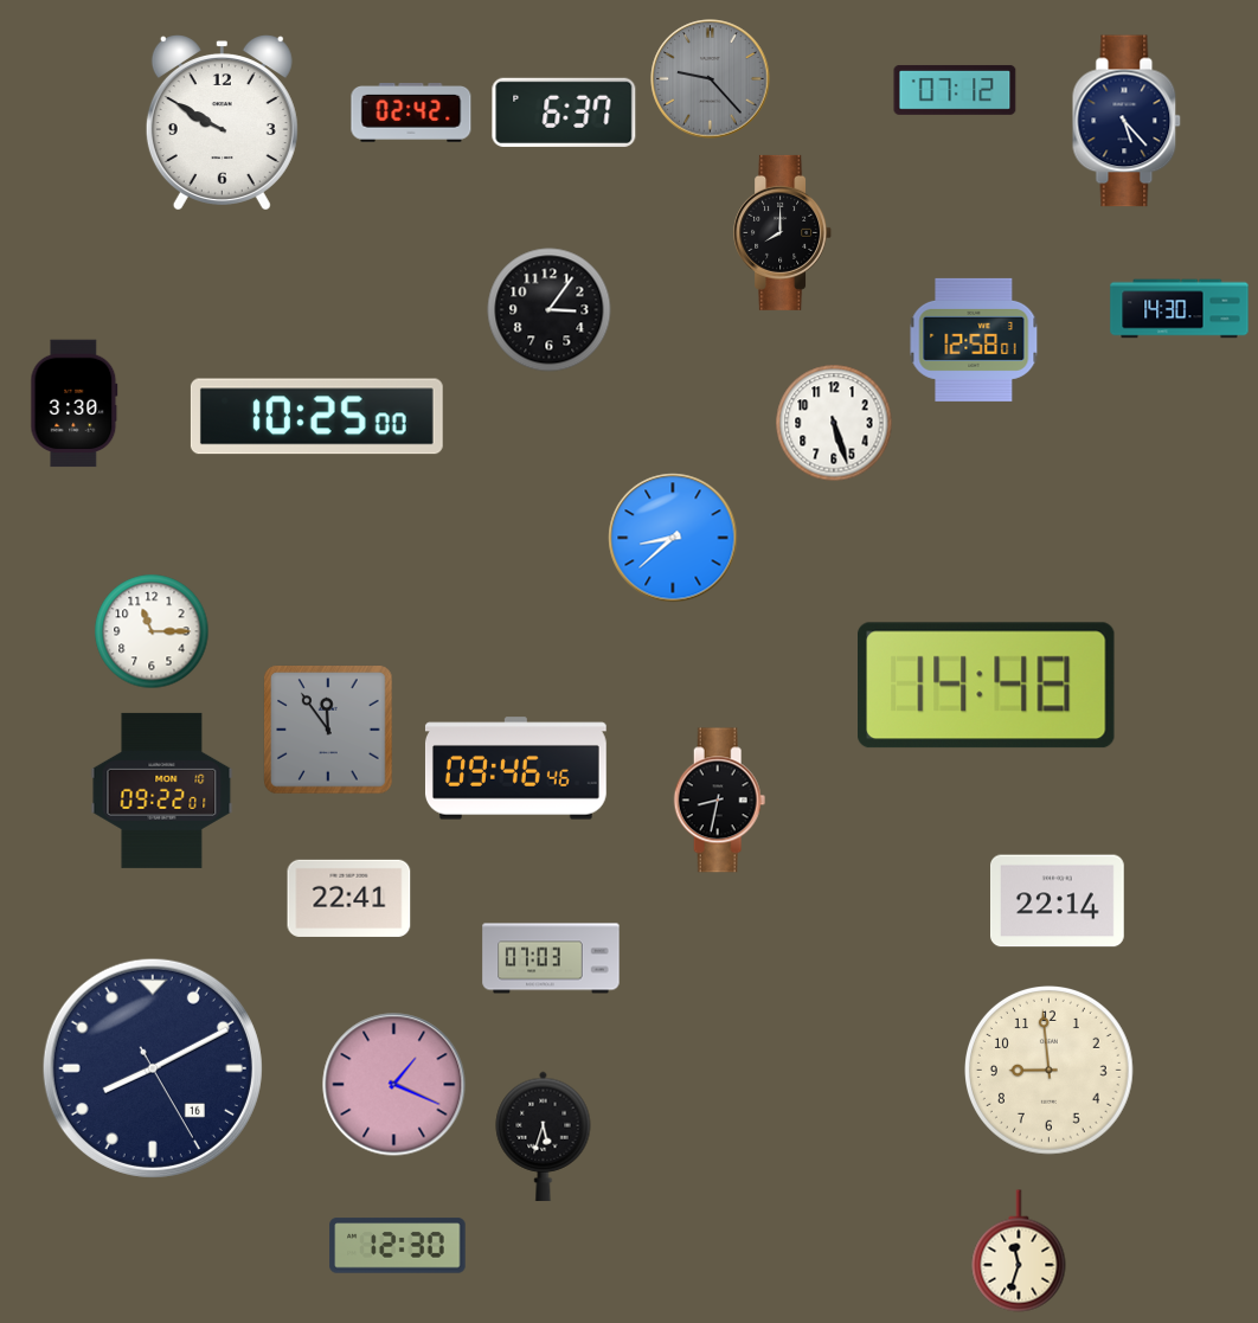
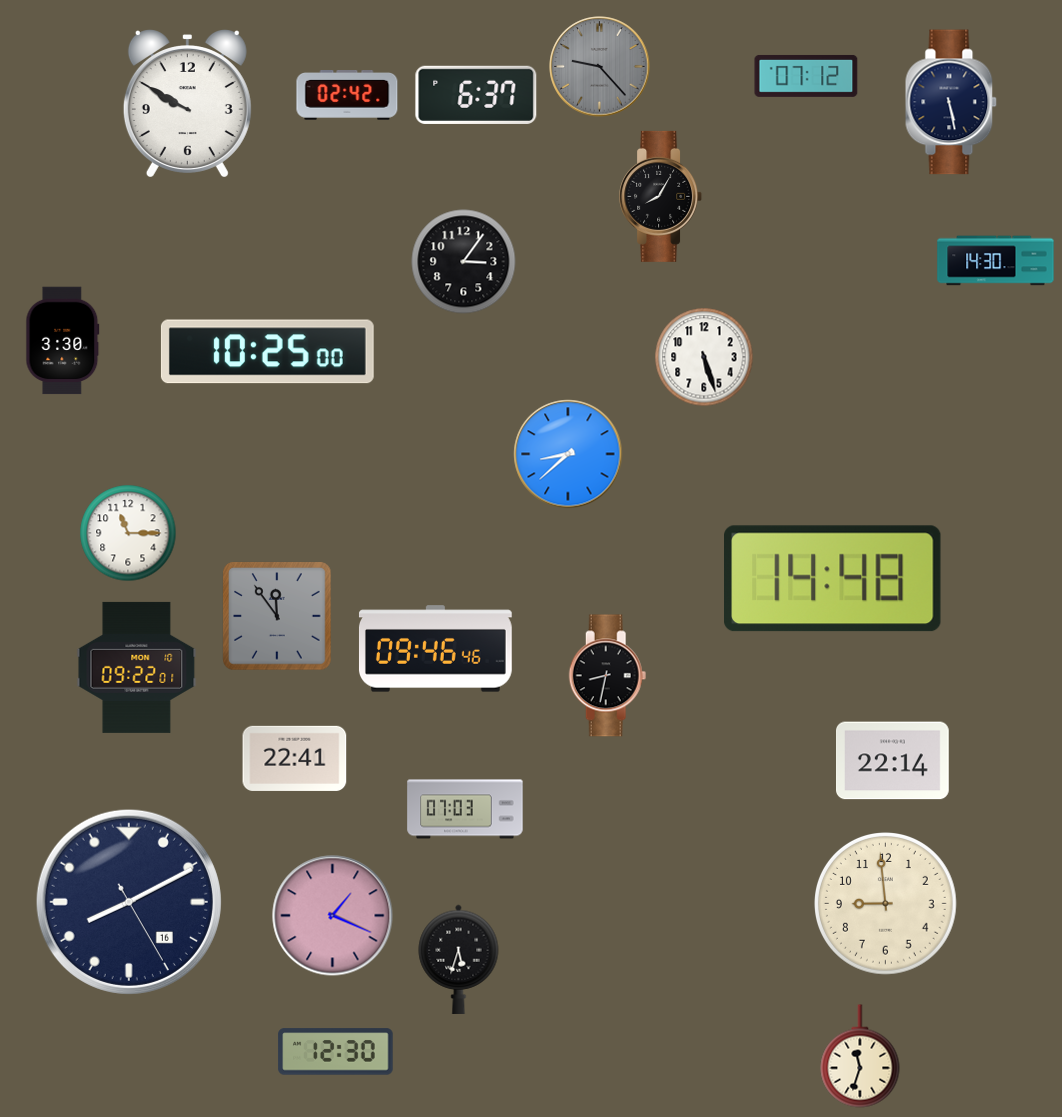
clock at (1127, 121): 5:23 -> 5:28
clock at (783, 232): 8:00 -> 8:05
clock at (974, 340): 12:58 -> none
